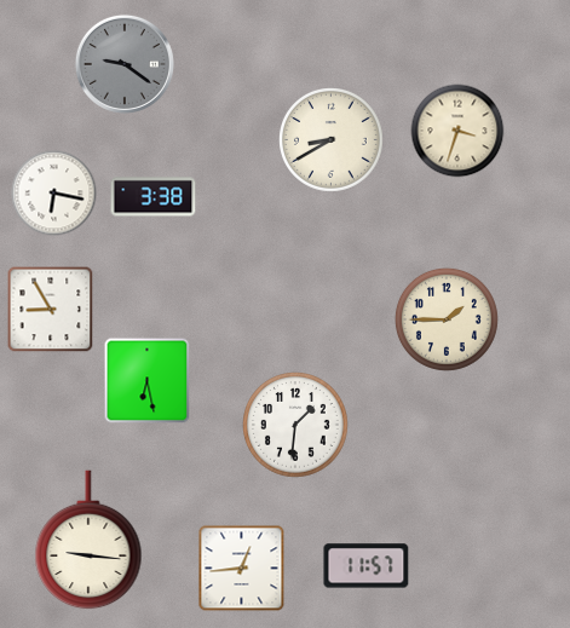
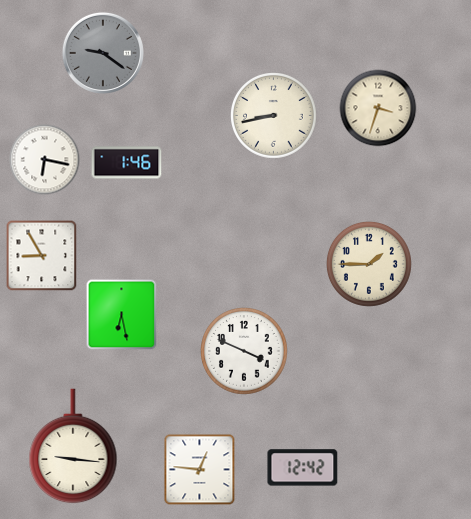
clock at (332, 140): 8:40 -> 8:43
clock at (154, 197): 3:38 -> 1:46
clock at (295, 425): 1:31 -> 3:49
clock at (367, 566): 11:57 -> 12:42
clock at (242, 569): 12:44 -> 12:46
